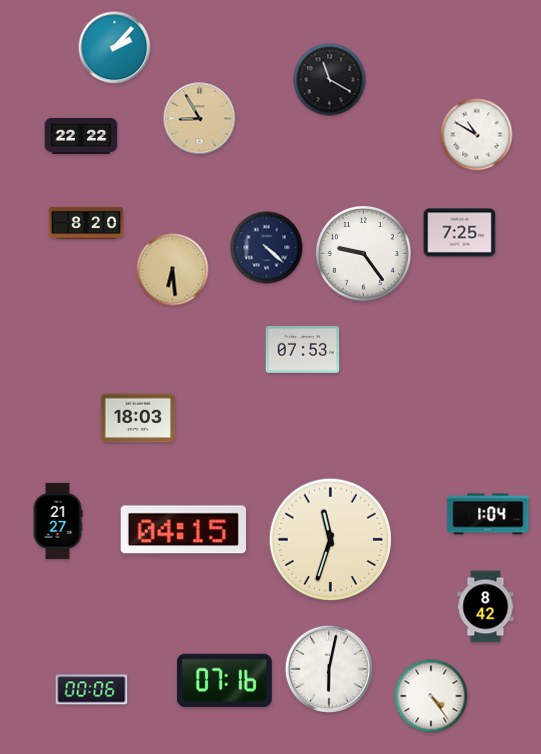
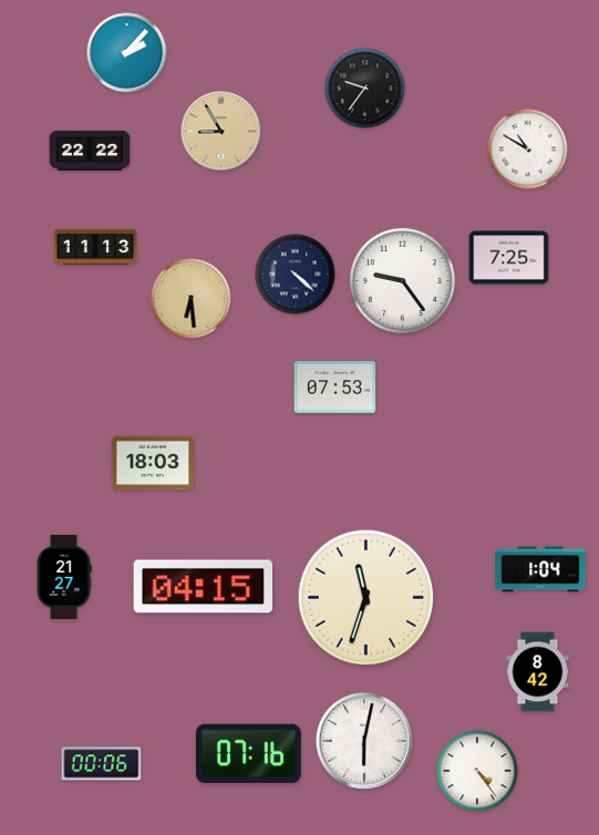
clock at (330, 80): 11:20 -> 9:36
clock at (86, 223): 8:20 -> 11:13
